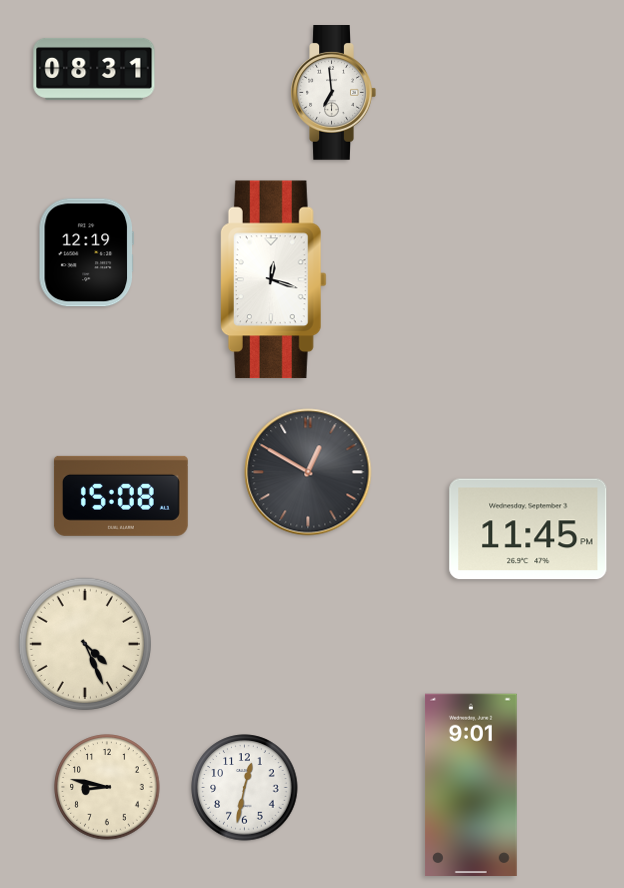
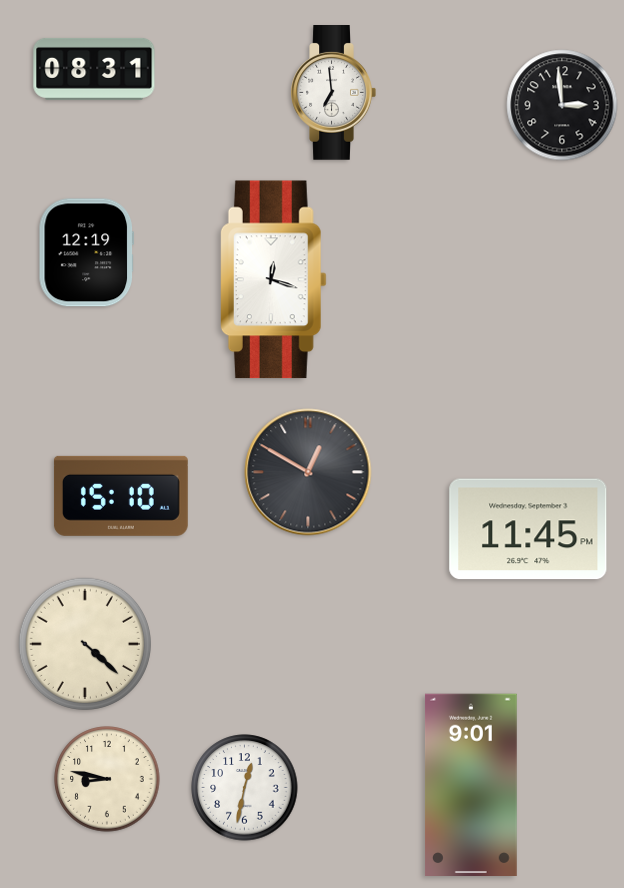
clock at (562, 105): none -> 2:59
clock at (121, 496): 15:08 -> 15:10
clock at (85, 644): 4:26 -> 4:22
clock at (107, 787) position: (107, 787) -> (107, 779)
